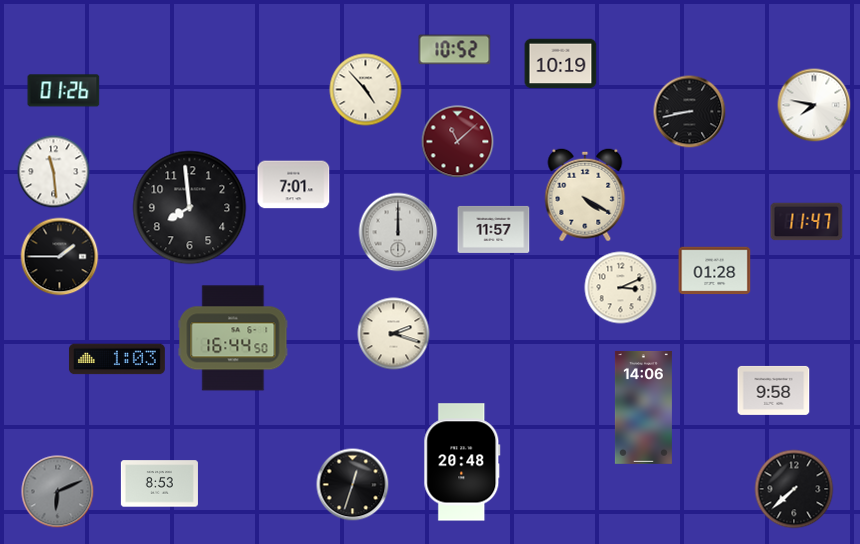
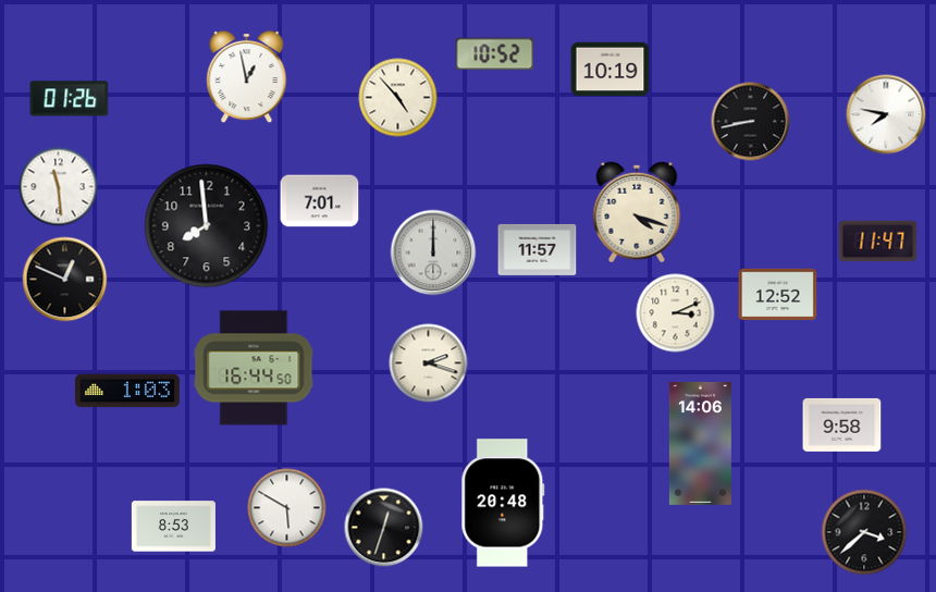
clock at (247, 77): none -> 12:58
clock at (458, 142): 11:08 -> none
clock at (585, 195): 4:20 -> 4:18
clock at (60, 257): 1:45 -> 12:49
clock at (715, 271): 01:28 -> 12:52
clock at (287, 508): none -> 5:50
clock at (794, 489): 7:38 -> 3:38
clock at (58, 492): 6:11 -> none
